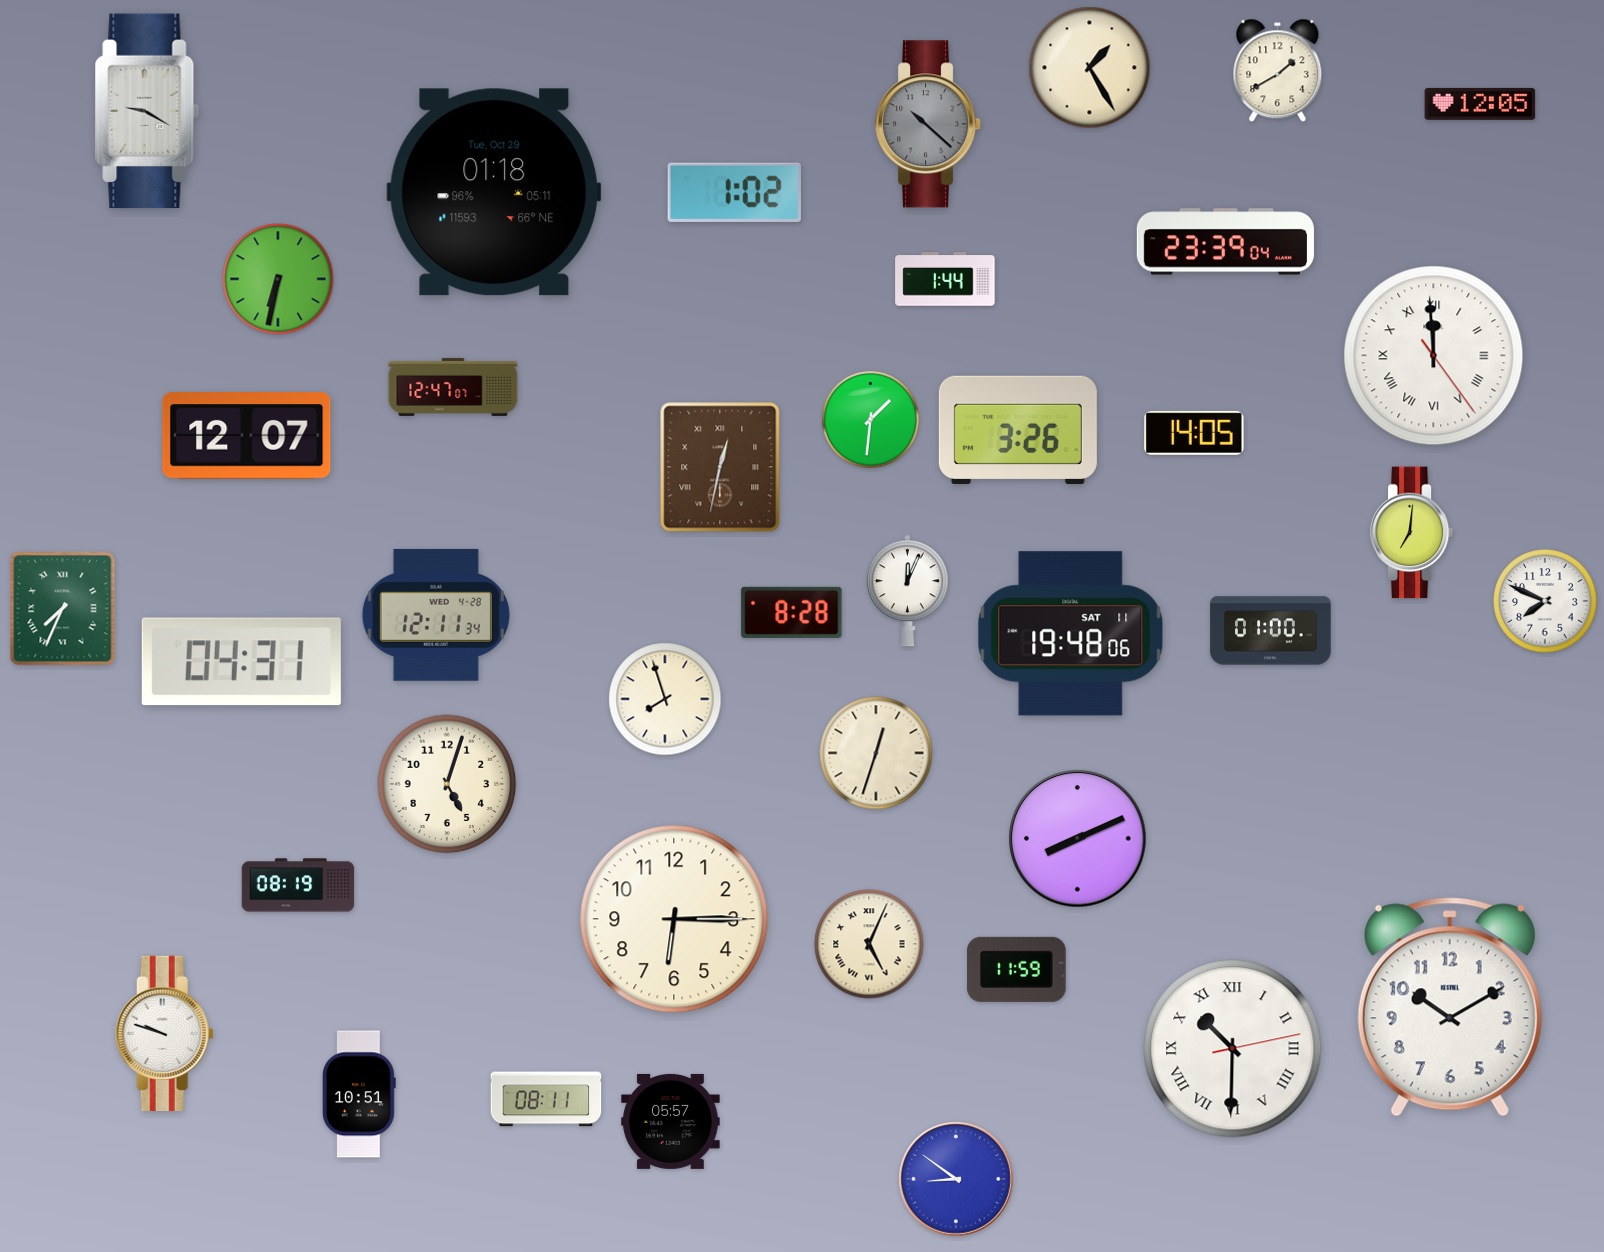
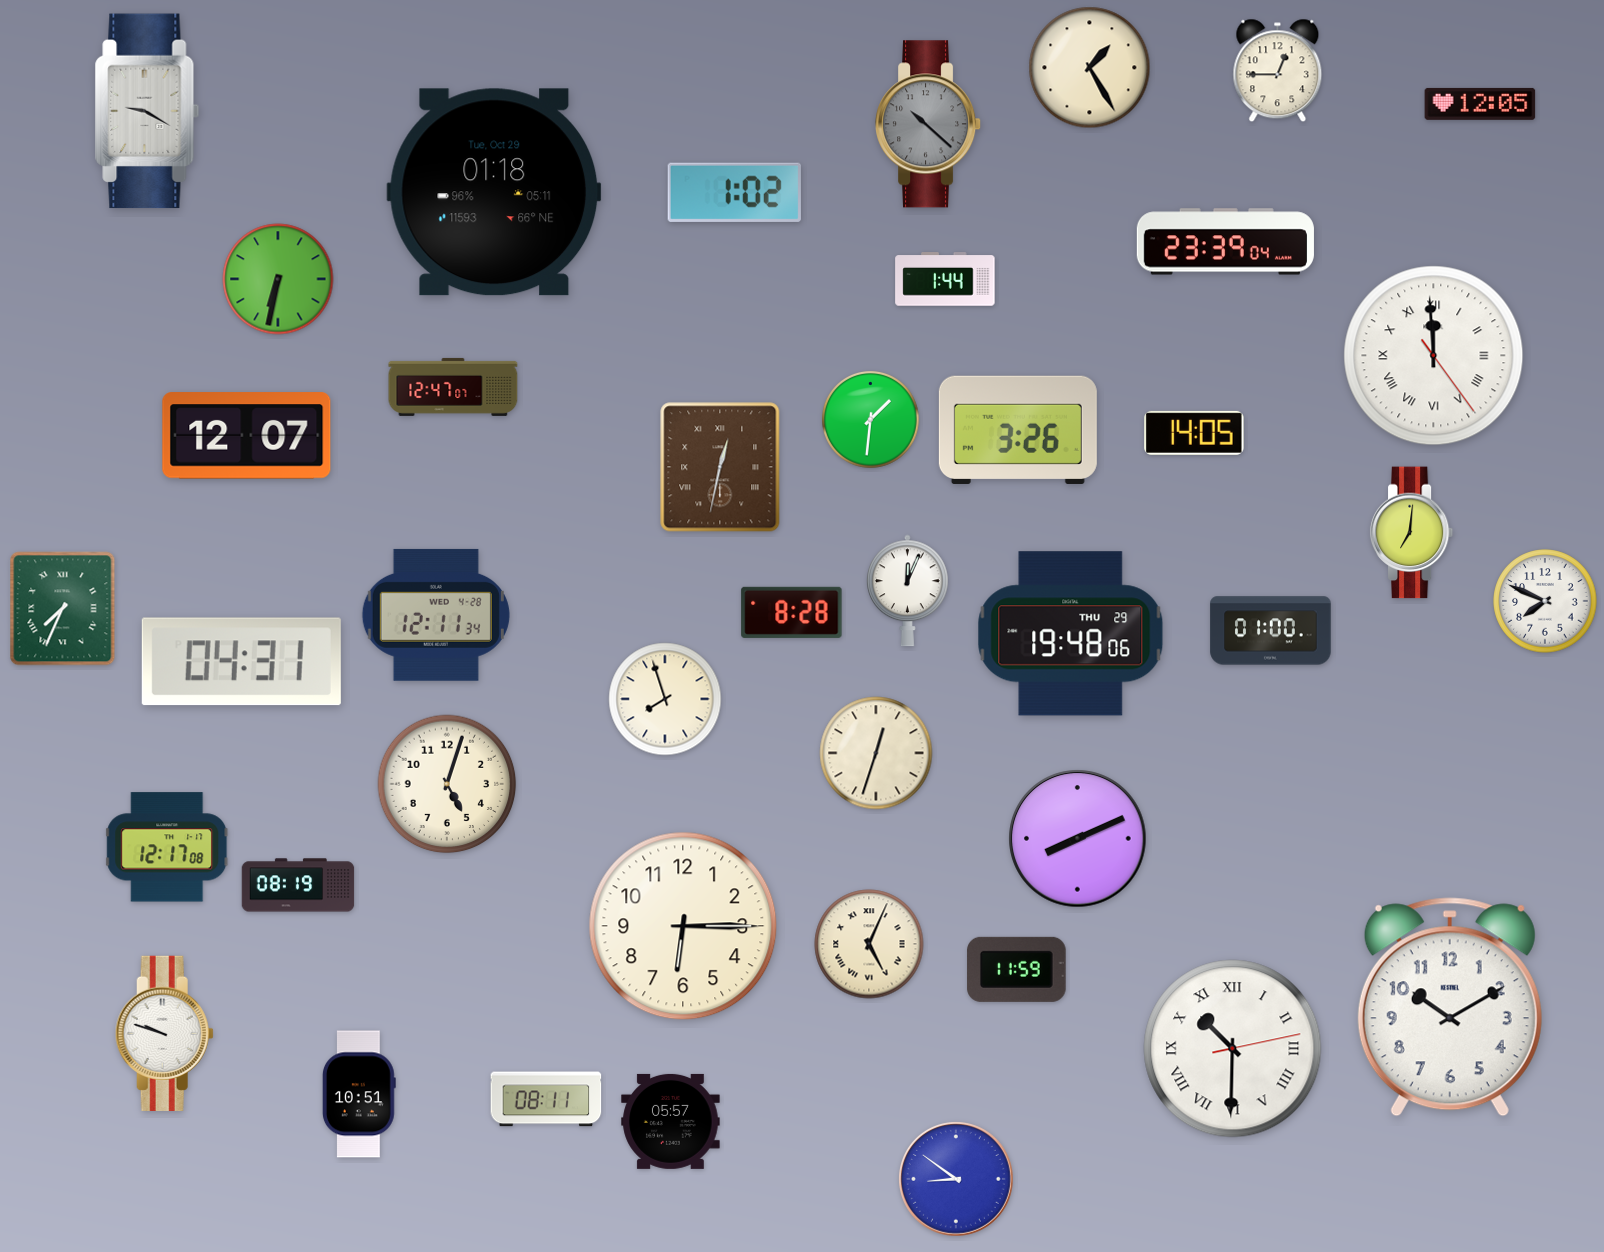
clock at (1278, 71): 1:40 -> 12:45
clock at (1071, 634) date: SAT 11 -> THU 29
clock at (168, 847): none -> 12:17
clock at (674, 919) position: (674, 919) -> (683, 926)
